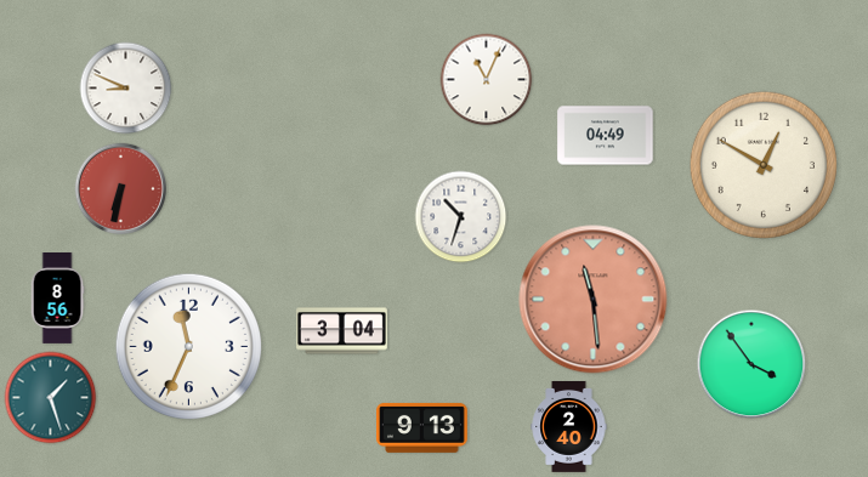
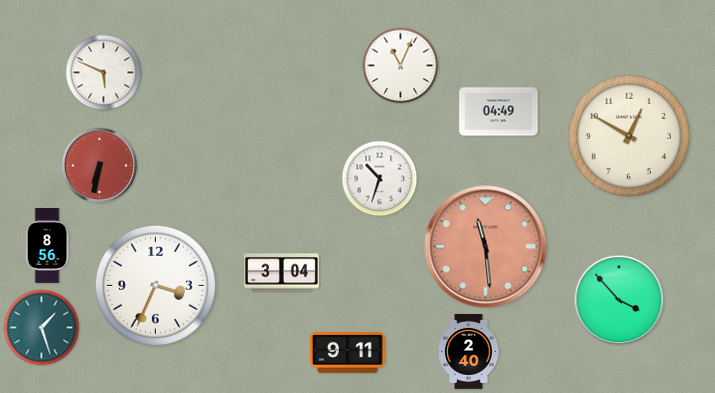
clock at (126, 89): 8:49 -> 5:49
clock at (121, 189) position: (121, 189) -> (100, 166)
clock at (594, 300) position: (594, 300) -> (486, 247)
clock at (188, 346): 11:34 -> 3:34
clock at (751, 364): 3:54 -> 3:53
clock at (421, 428): 9:13 -> 9:11
